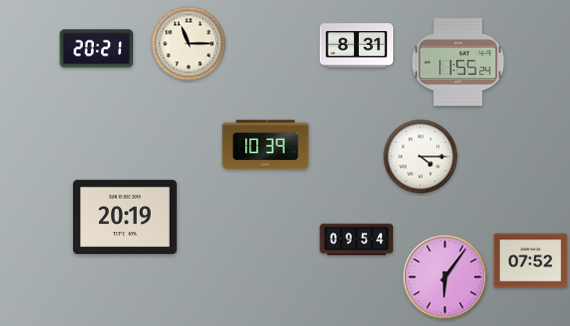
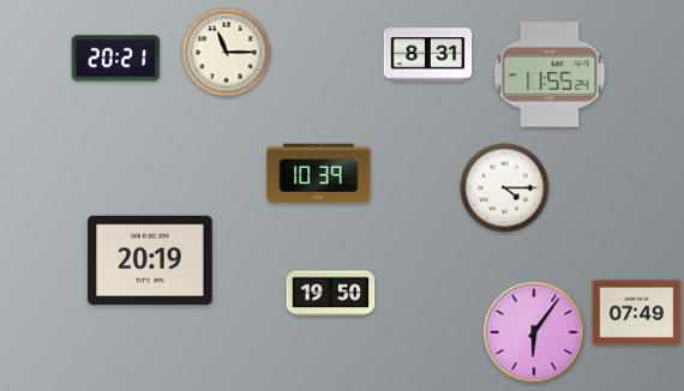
clock at (357, 240): 09:54 -> none
clock at (331, 294): none -> 19:50
clock at (531, 261): 07:52 -> 07:49
